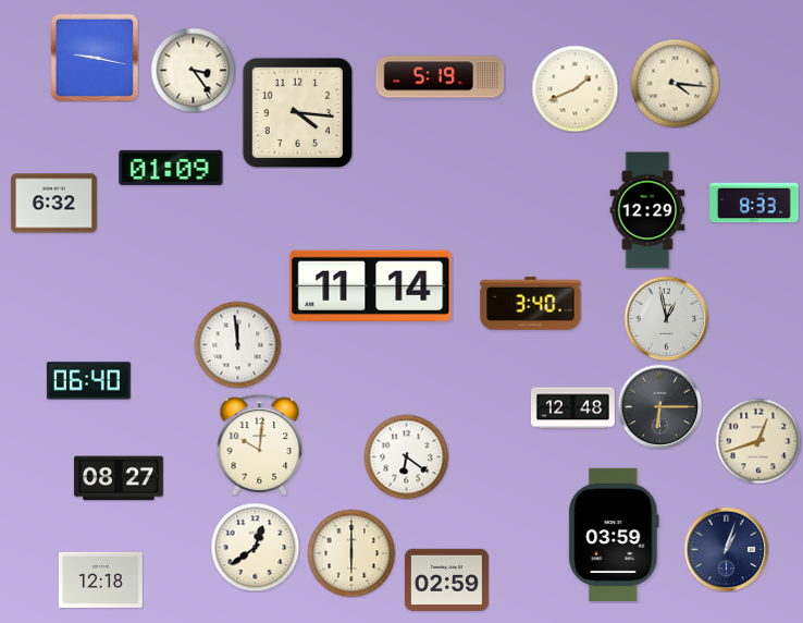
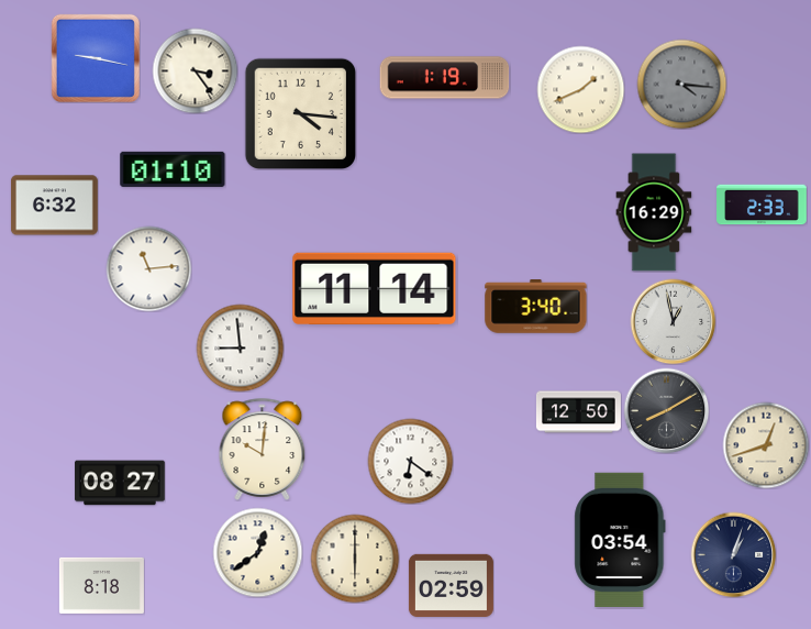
clock at (441, 77): 5:19 -> 1:19
clock at (675, 83) dial: cream -> grey
clock at (171, 168): 01:09 -> 01:10
clock at (754, 203): 8:33 -> 2:33
clock at (647, 210): 12:29 -> 16:29
clock at (148, 268): none -> 11:14
clock at (237, 344): 11:59 -> 8:59
clock at (88, 381): 06:40 -> none
clock at (659, 406): 6:15 -> 8:10
clock at (572, 408): 12:48 -> 12:50
clock at (614, 535): 03:59 -> 03:54
clock at (100, 579): 12:18 -> 8:18
